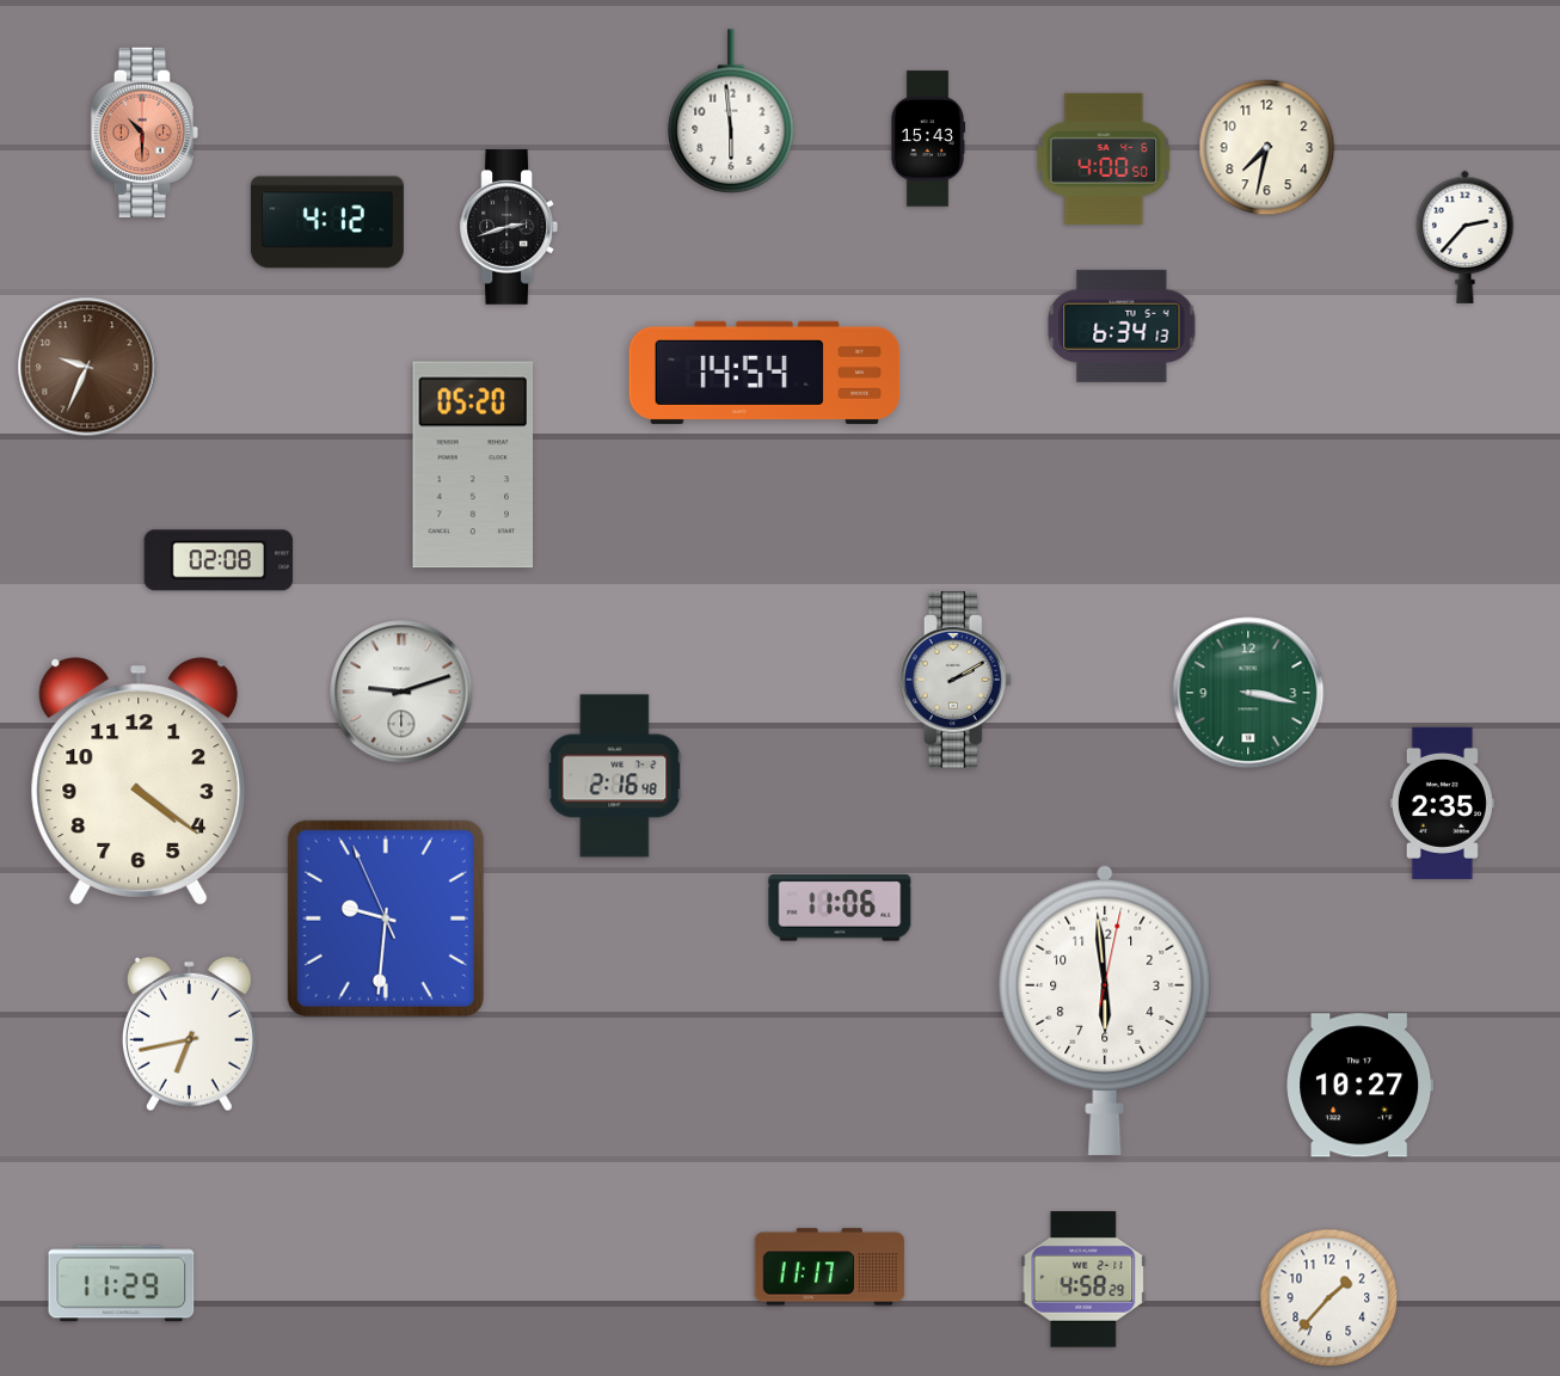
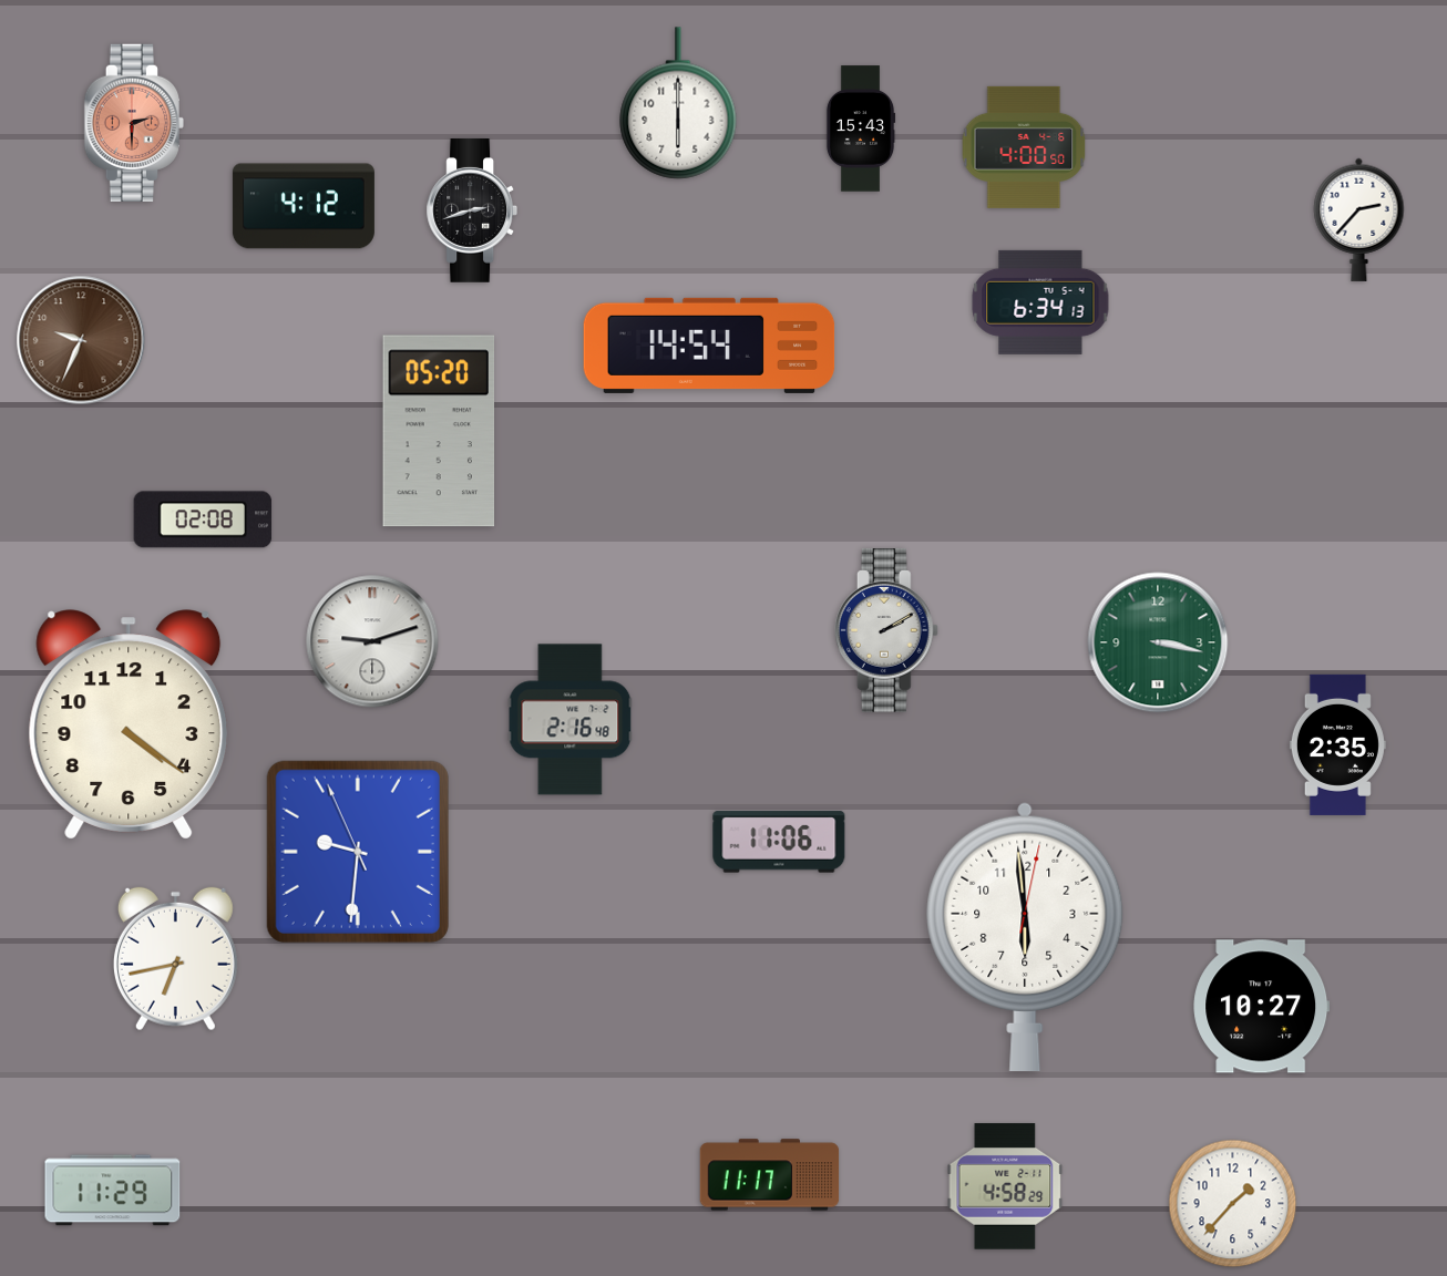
clock at (731, 111): 5:59 -> 6:00
clock at (143, 131): 10:30 -> 2:30
clock at (1267, 148): 7:32 -> none
